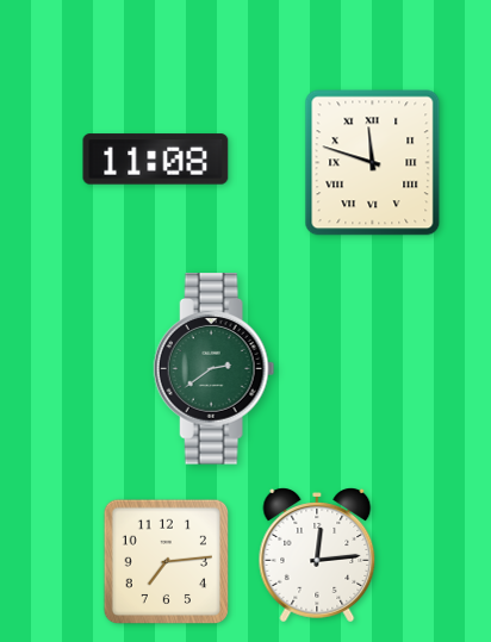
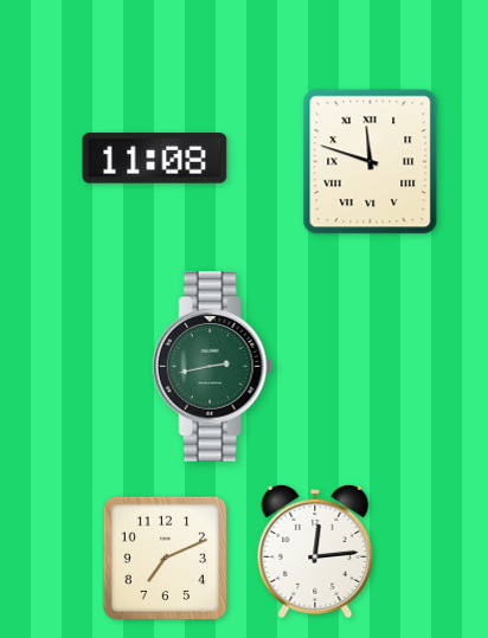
clock at (215, 369): 2:39 -> 2:43
clock at (166, 561): 7:14 -> 7:11
